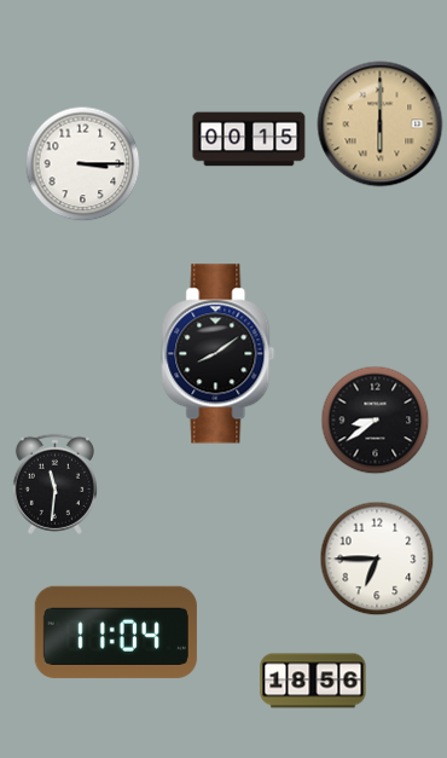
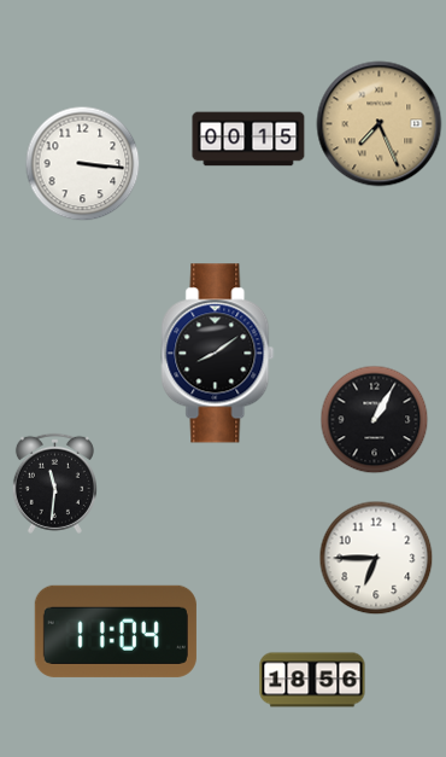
clock at (381, 125): 6:00 -> 7:26
clock at (83, 164): 3:15 -> 3:16
clock at (376, 421): 8:39 -> 1:05
